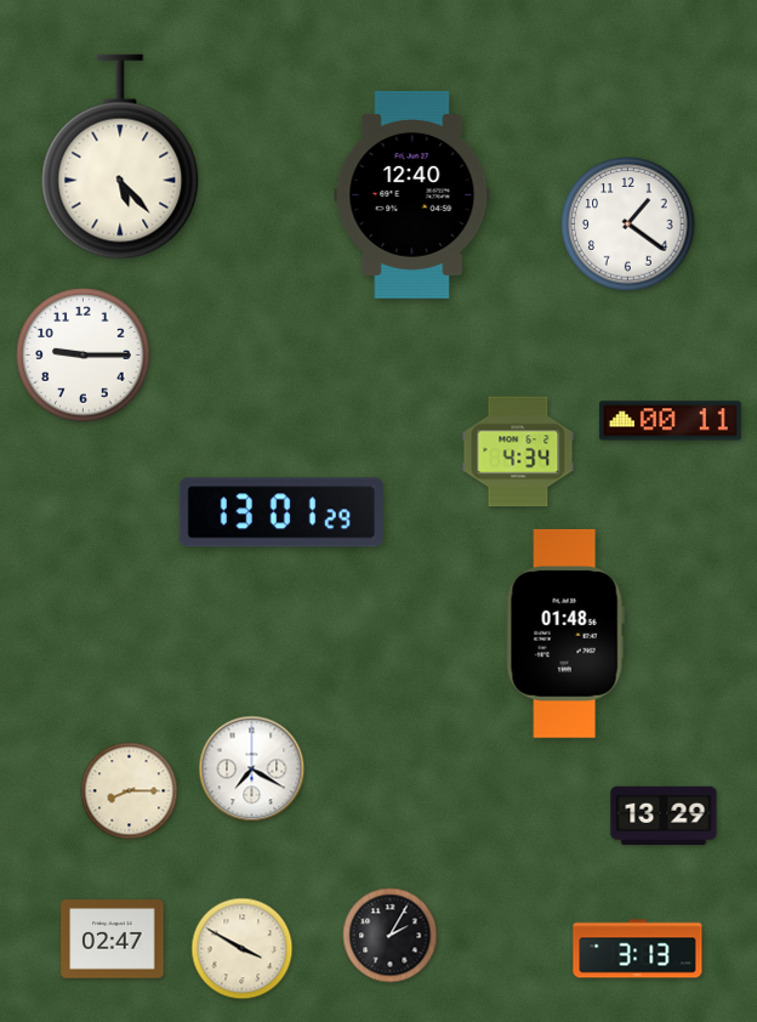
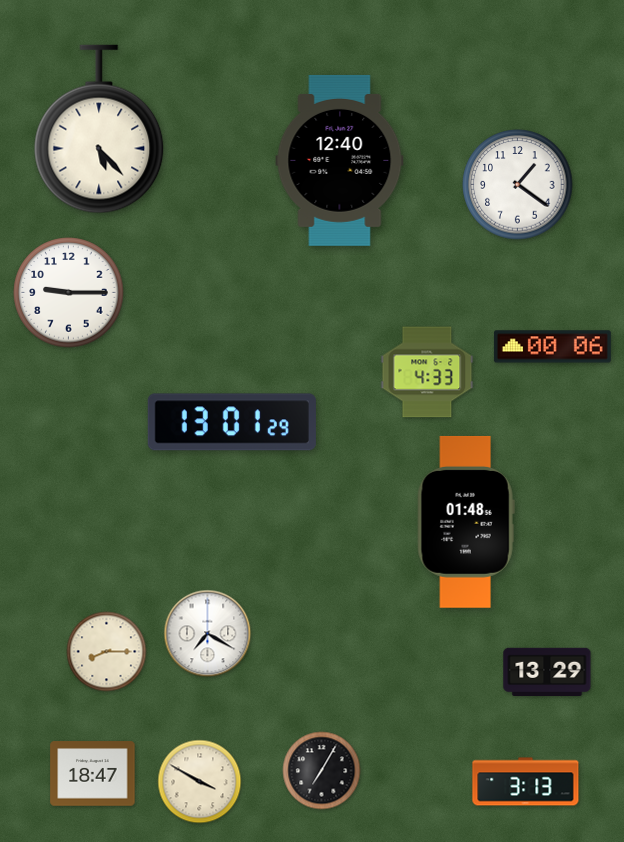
clock at (670, 421): 00:11 -> 00:06
clock at (518, 452): 4:34 -> 4:33
clock at (391, 936): 2:05 -> 7:05
clock at (113, 939): 02:47 -> 18:47
